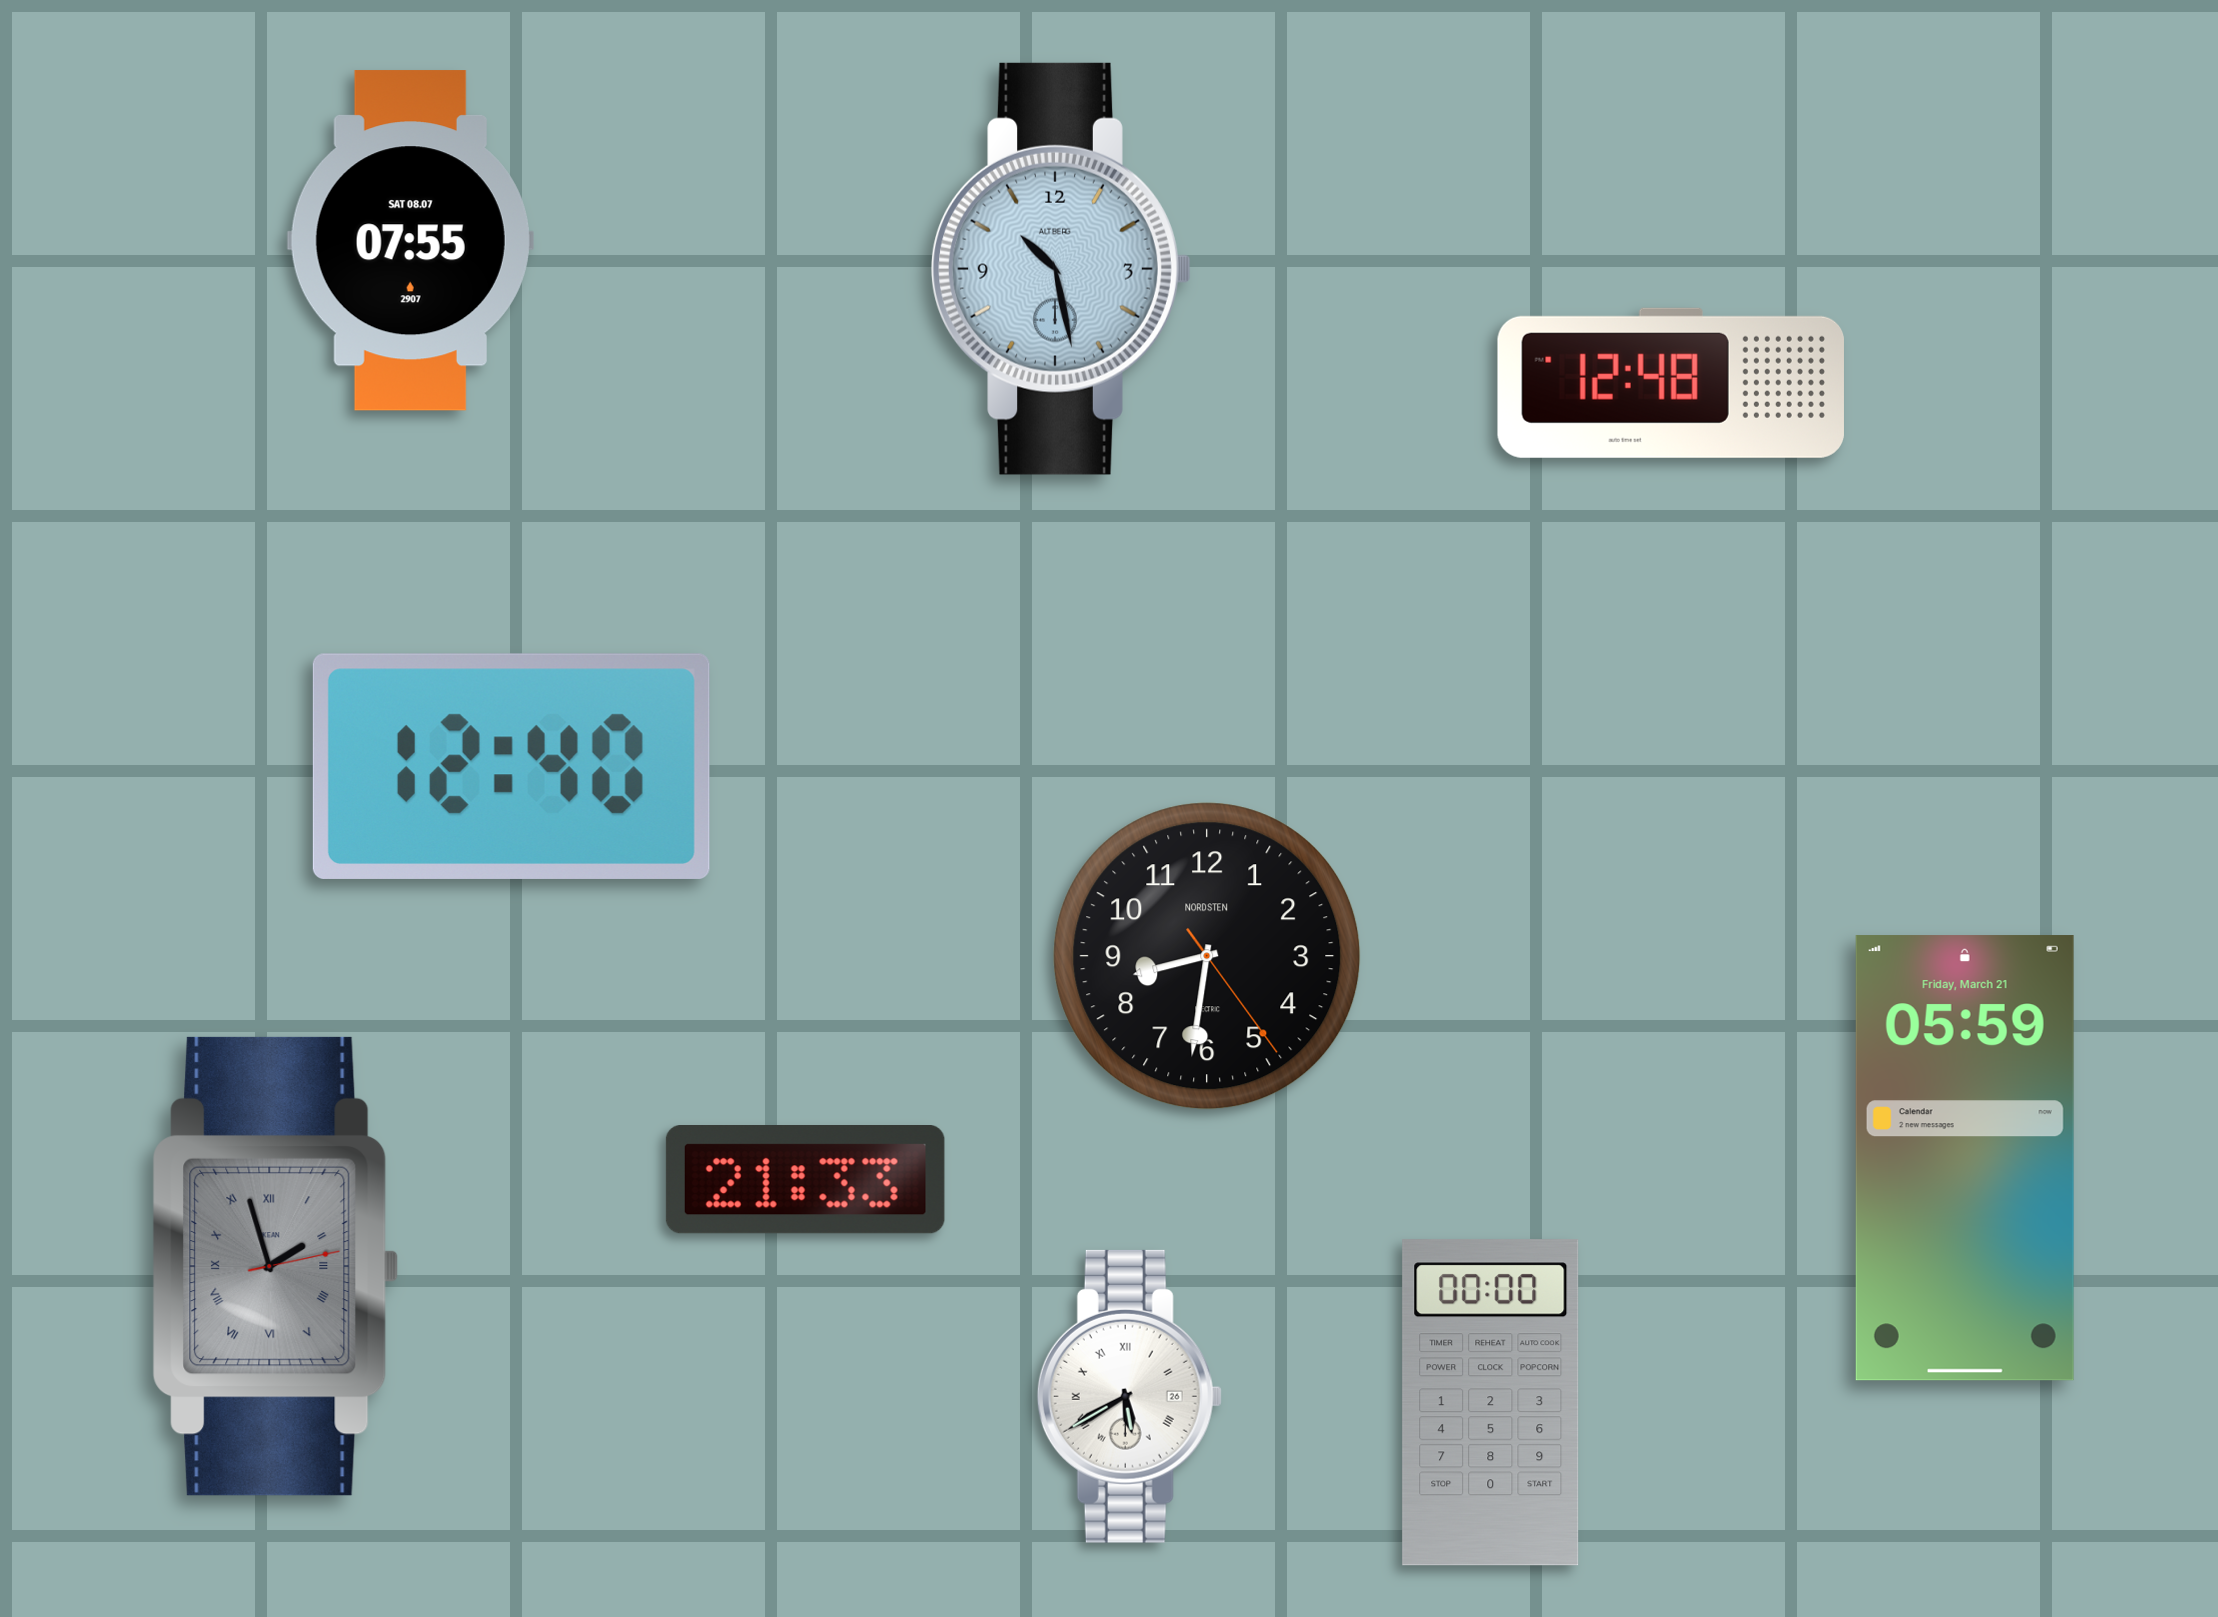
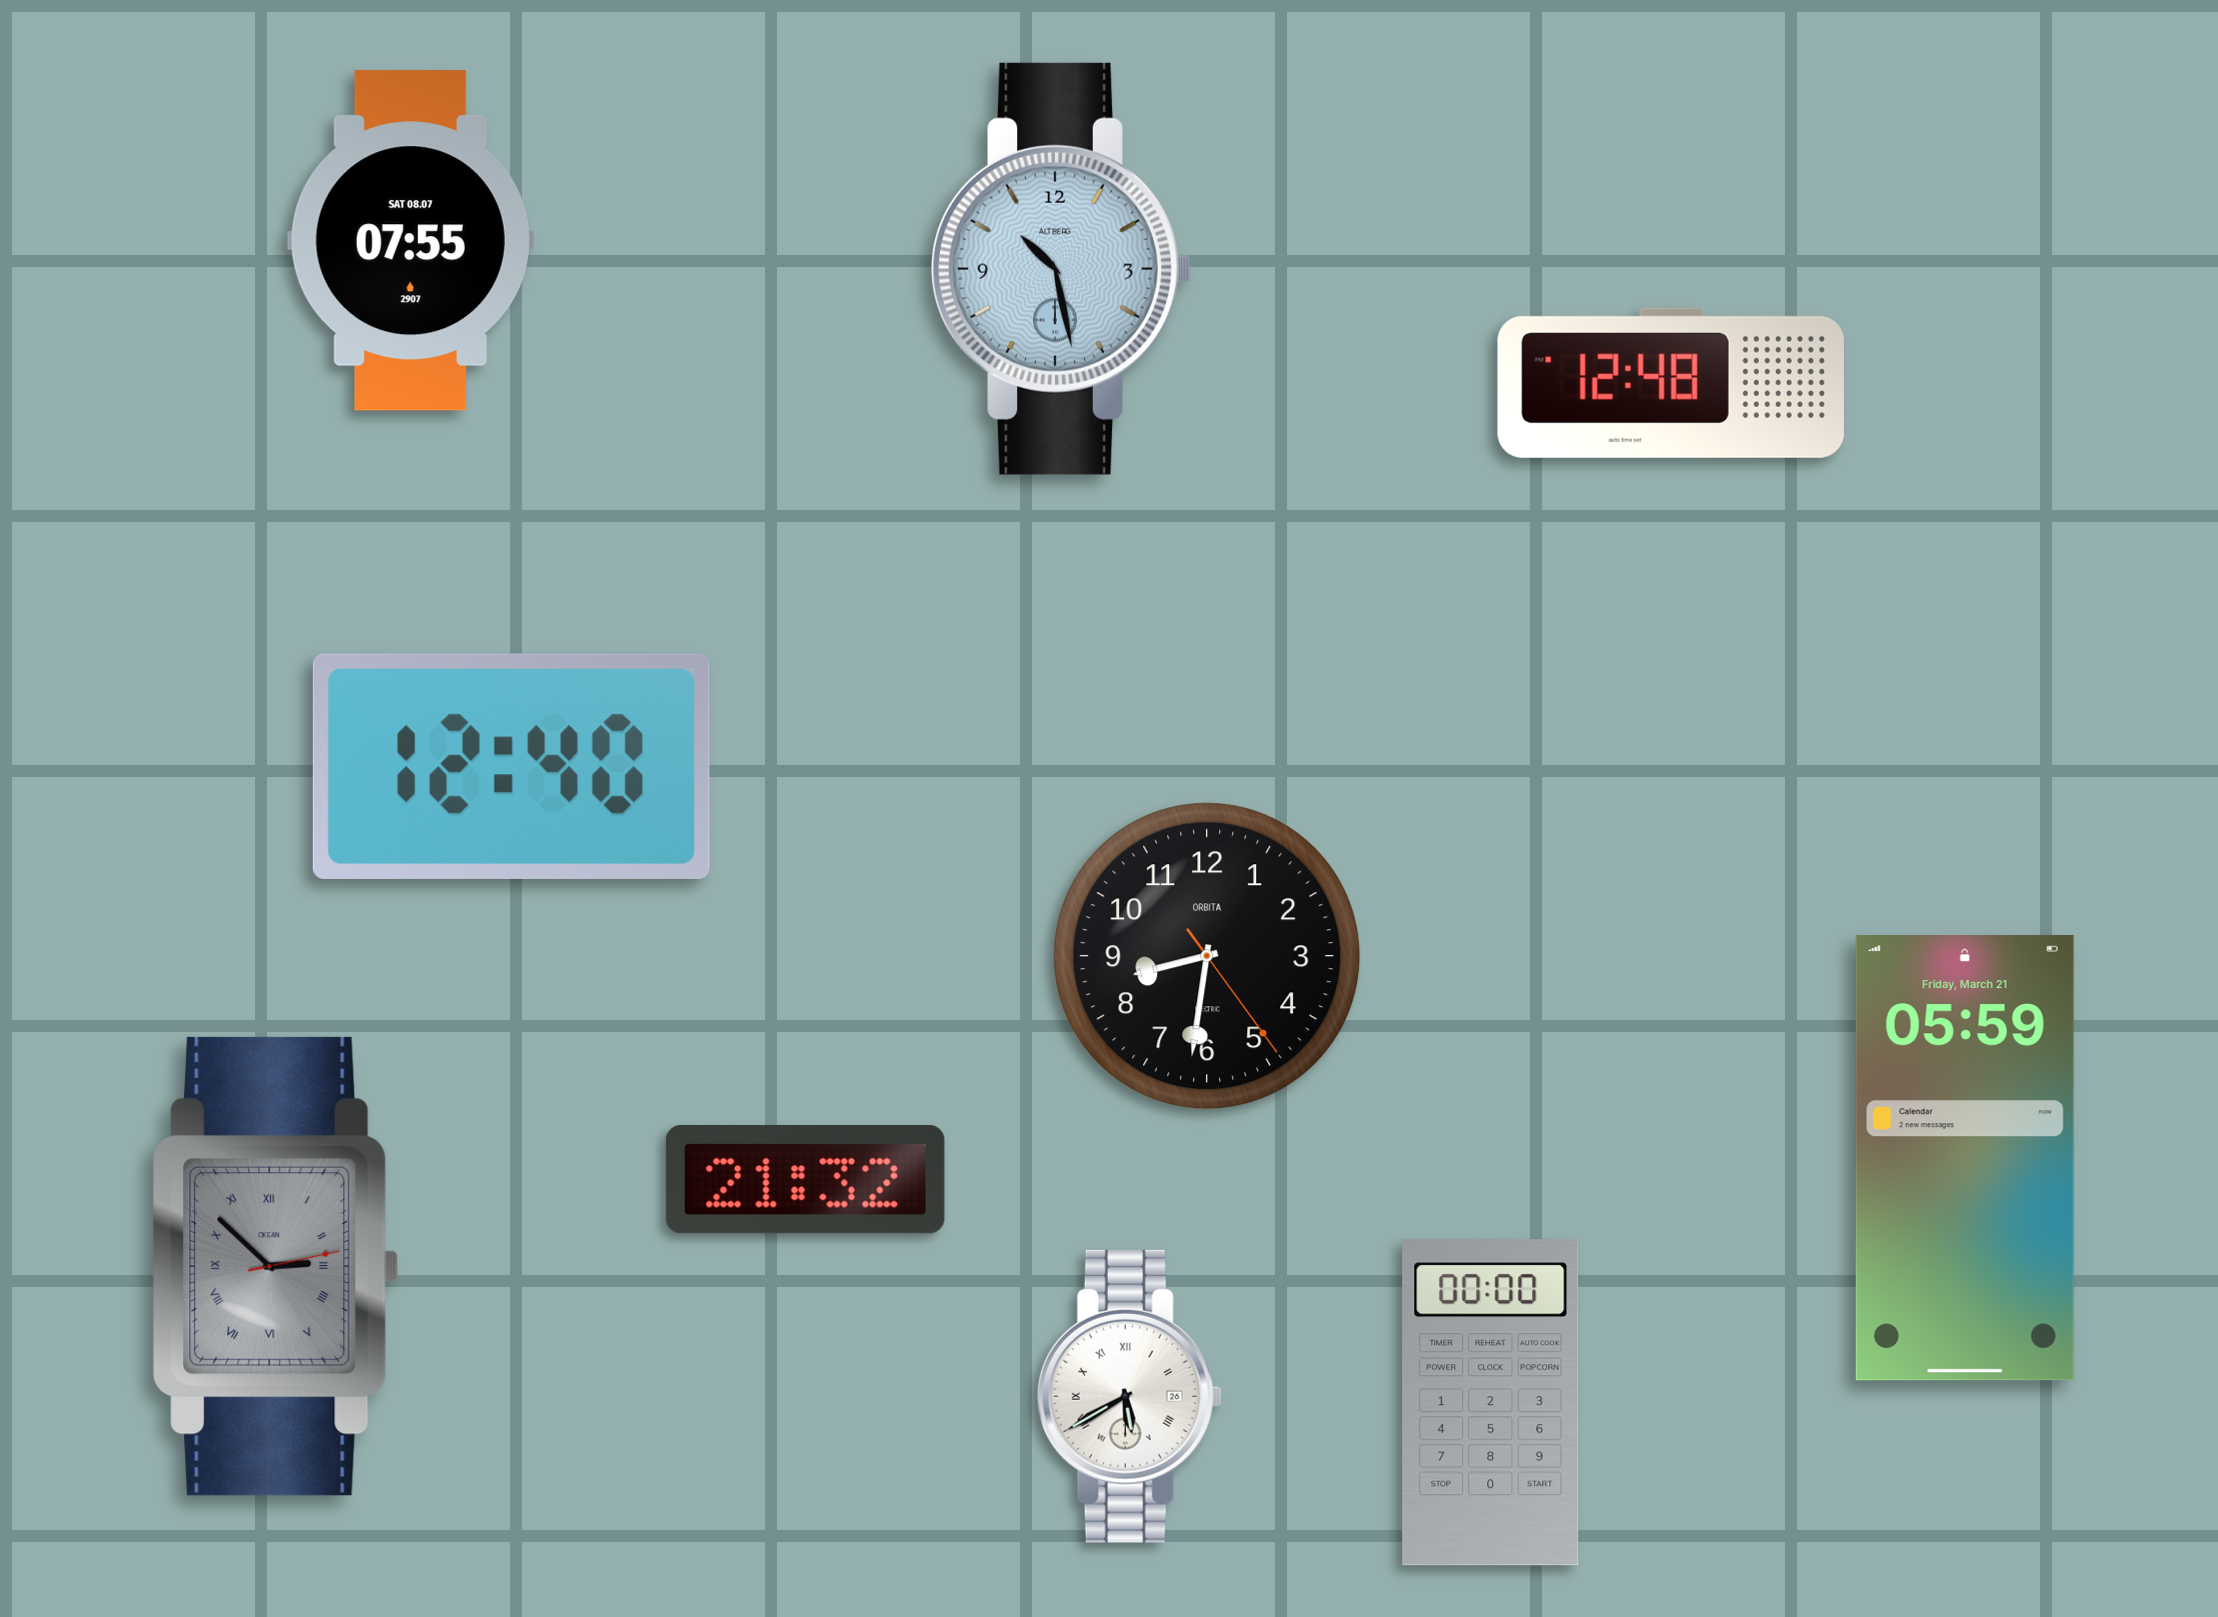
clock at (1207, 956) brand: NORDSTEN -> ORBITA
clock at (805, 1180): 21:33 -> 21:32
clock at (275, 1266): 1:57 -> 2:52
